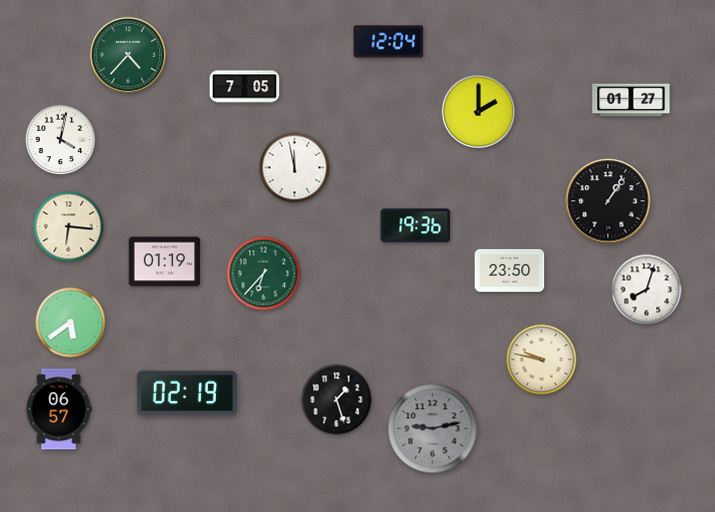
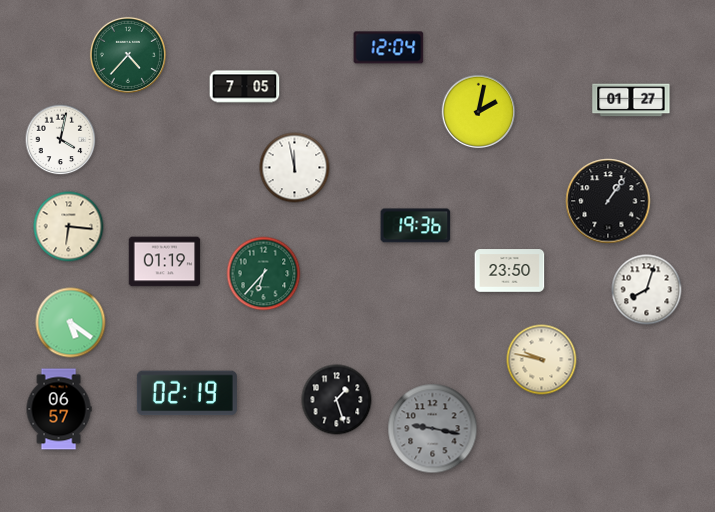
clock at (389, 42) position: (389, 42) -> (389, 48)
clock at (479, 112): 2:00 -> 2:02
clock at (71, 323): 5:39 -> 5:21
clock at (433, 429): 9:13 -> 9:17
